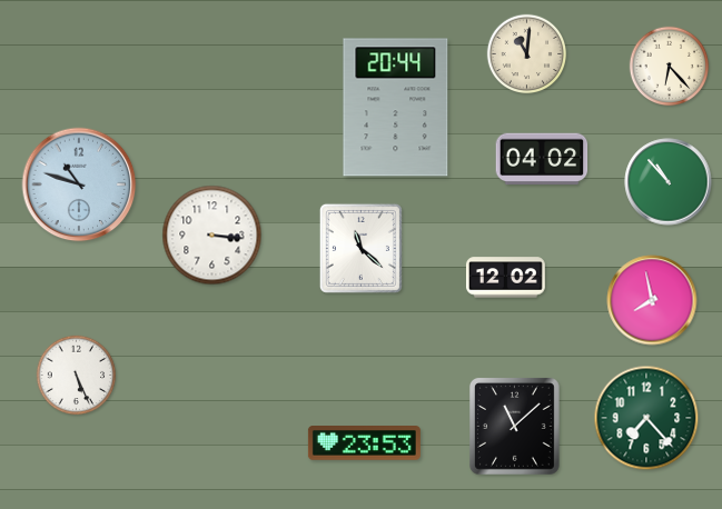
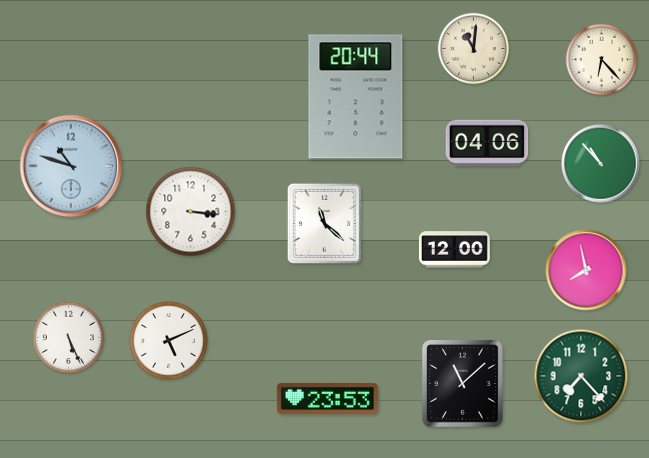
clock at (542, 158): 04:02 -> 04:06
clock at (506, 278): 12:02 -> 12:00
clock at (169, 341): none -> 5:11
